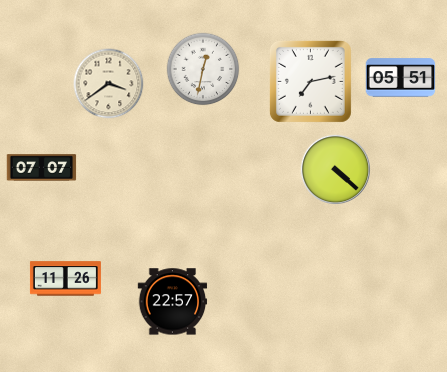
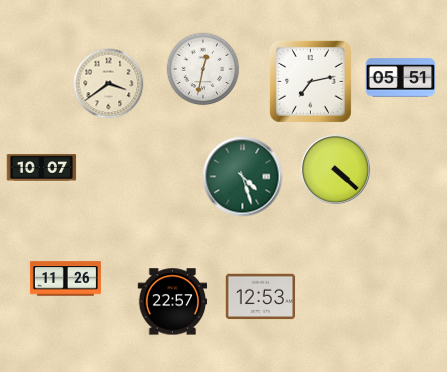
clock at (42, 168): 07:07 -> 10:07
clock at (243, 177): none -> 4:27
clock at (261, 297): none -> 12:53
